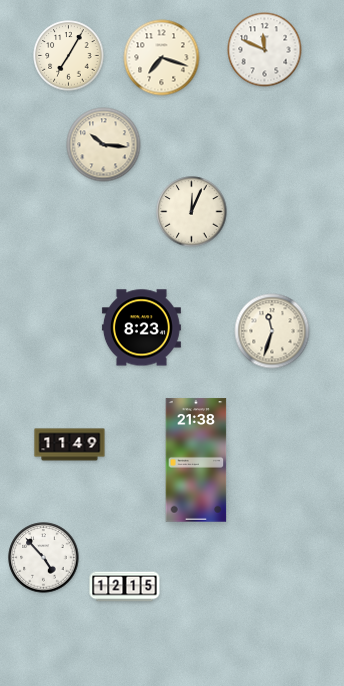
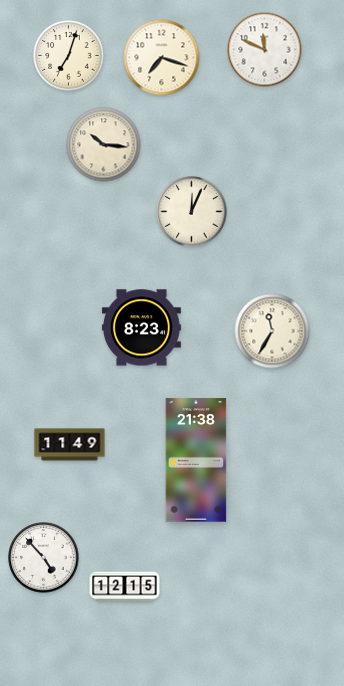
clock at (69, 56): 7:05 -> 7:03
clock at (272, 331): 11:33 -> 11:35
